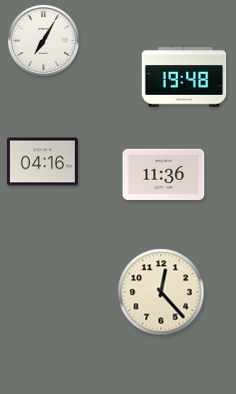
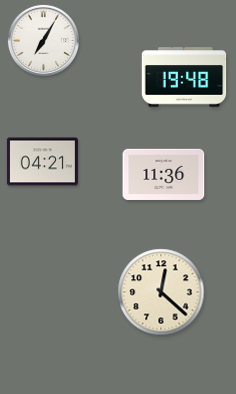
clock at (42, 162): 04:16 -> 04:21
clock at (161, 292): 12:23 -> 12:22
